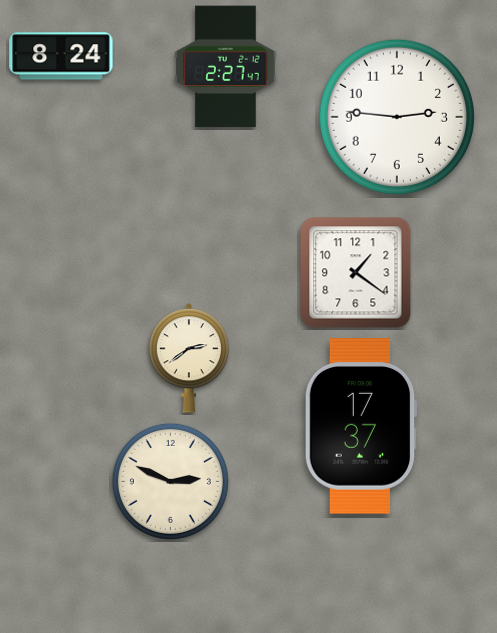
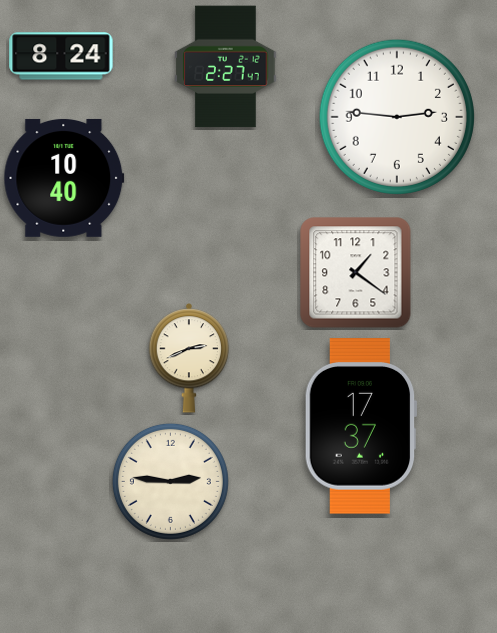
clock at (64, 178): none -> 10:40
clock at (189, 358): 2:39 -> 2:41
clock at (170, 481): 2:49 -> 2:46
